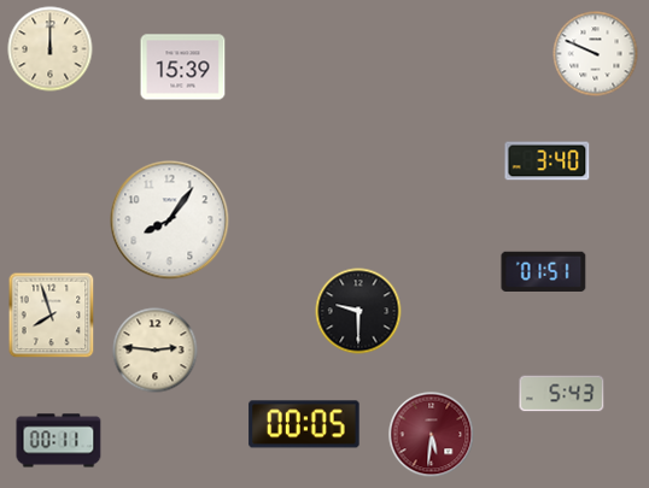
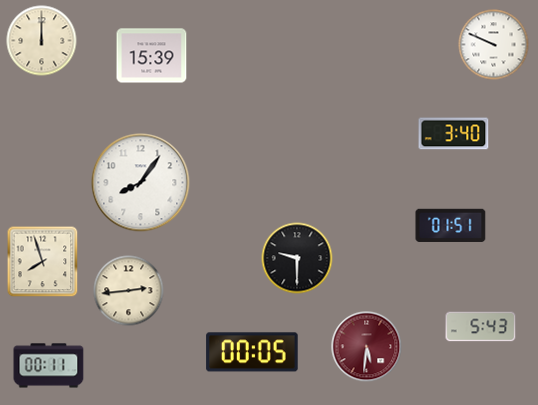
clock at (156, 351): 2:46 -> 2:44
clock at (562, 394) position: (562, 394) -> (481, 327)
clock at (432, 435) position: (432, 435) -> (367, 347)
